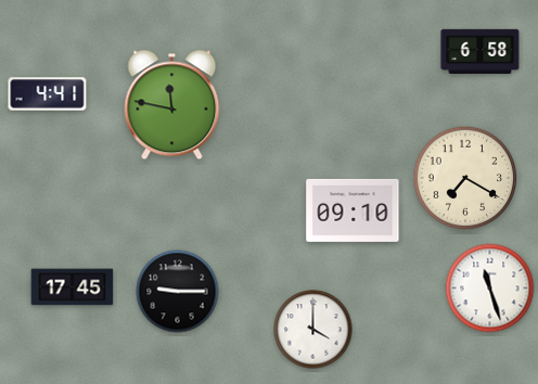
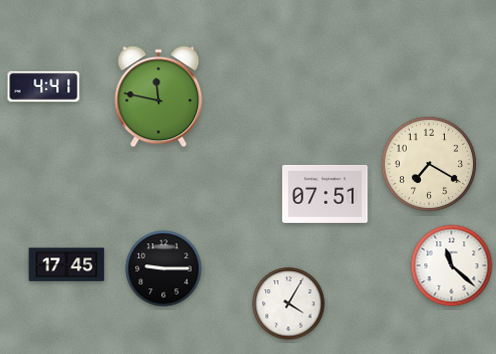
clock at (481, 51): 6:58 -> none
clock at (353, 210): 09:10 -> 07:51
clock at (490, 289): 11:27 -> 11:22
clock at (313, 330): 4:00 -> 4:05
